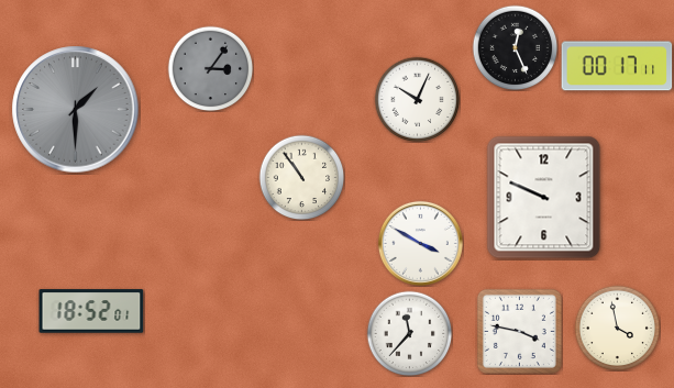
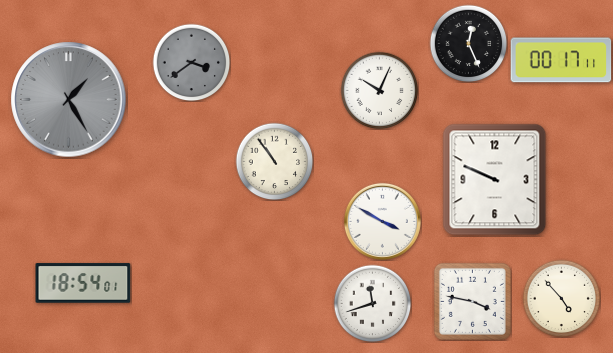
clock at (210, 68): 3:06 -> 3:39
clock at (76, 110): 1:30 -> 1:25
clock at (91, 311): 18:52 -> 18:54
clock at (617, 328): 3:58 -> 4:53
clock at (409, 333): 11:37 -> 11:42
